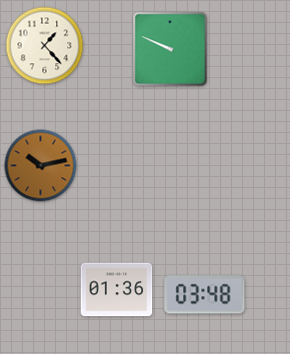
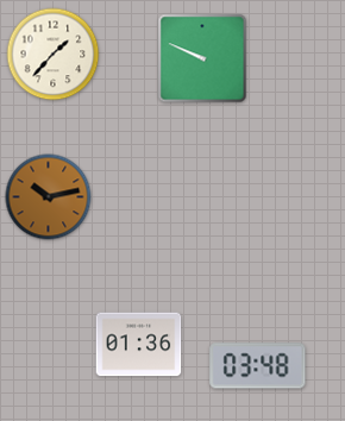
clock at (45, 46): 1:23 -> 1:37
clock at (205, 295) position: (205, 295) -> (258, 366)
